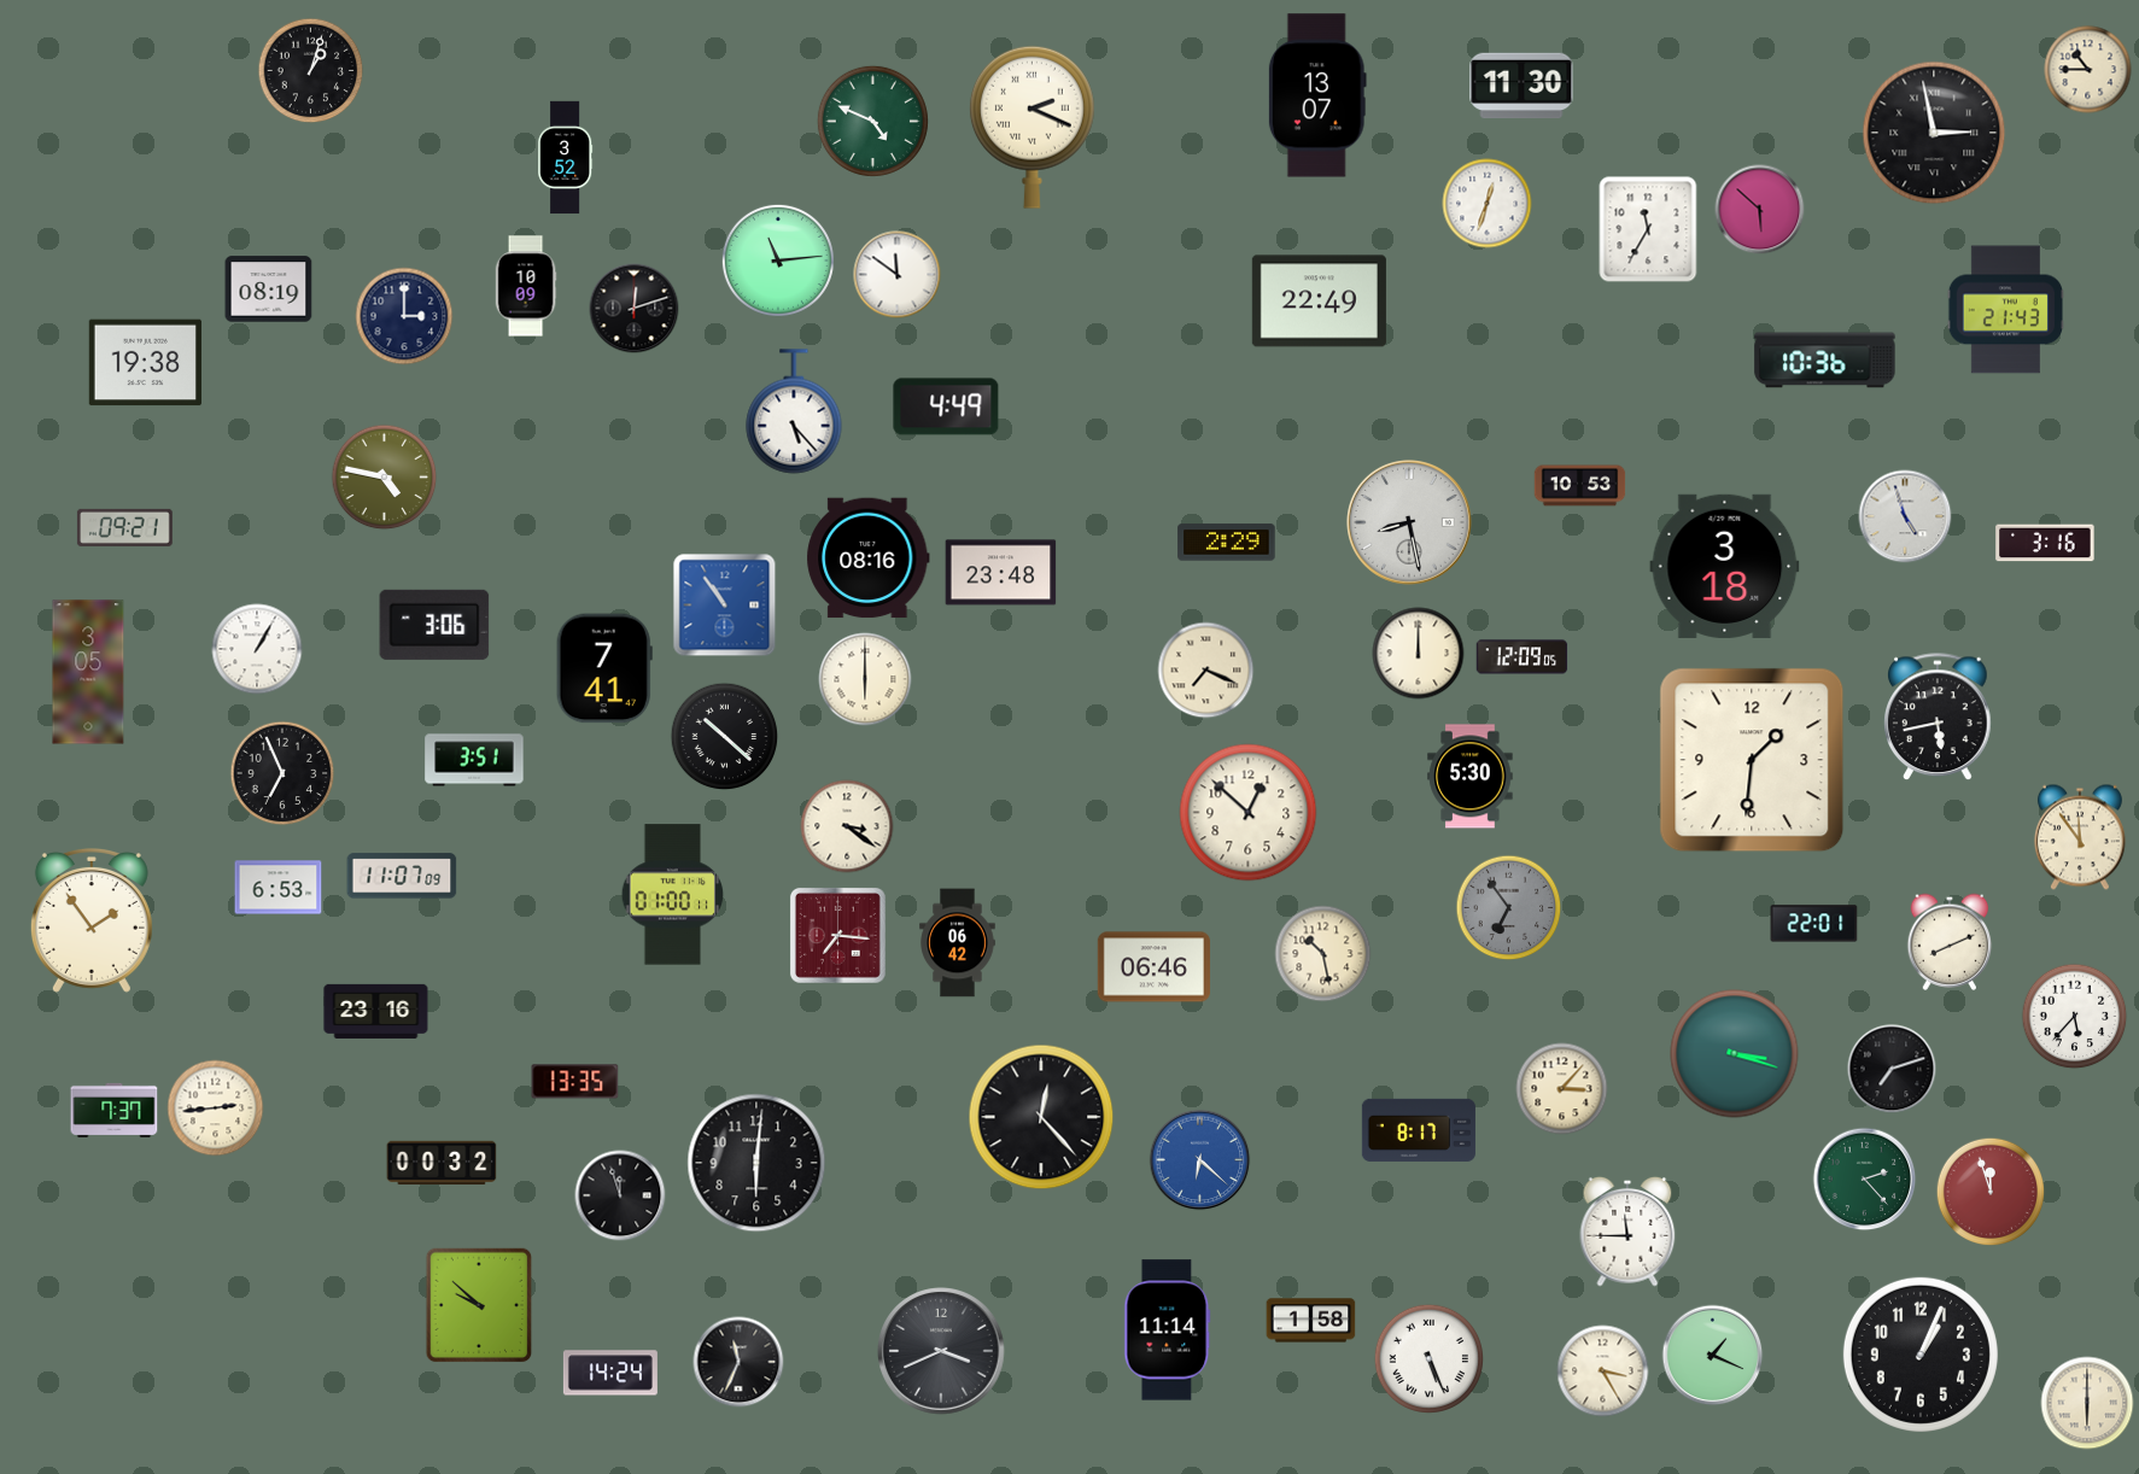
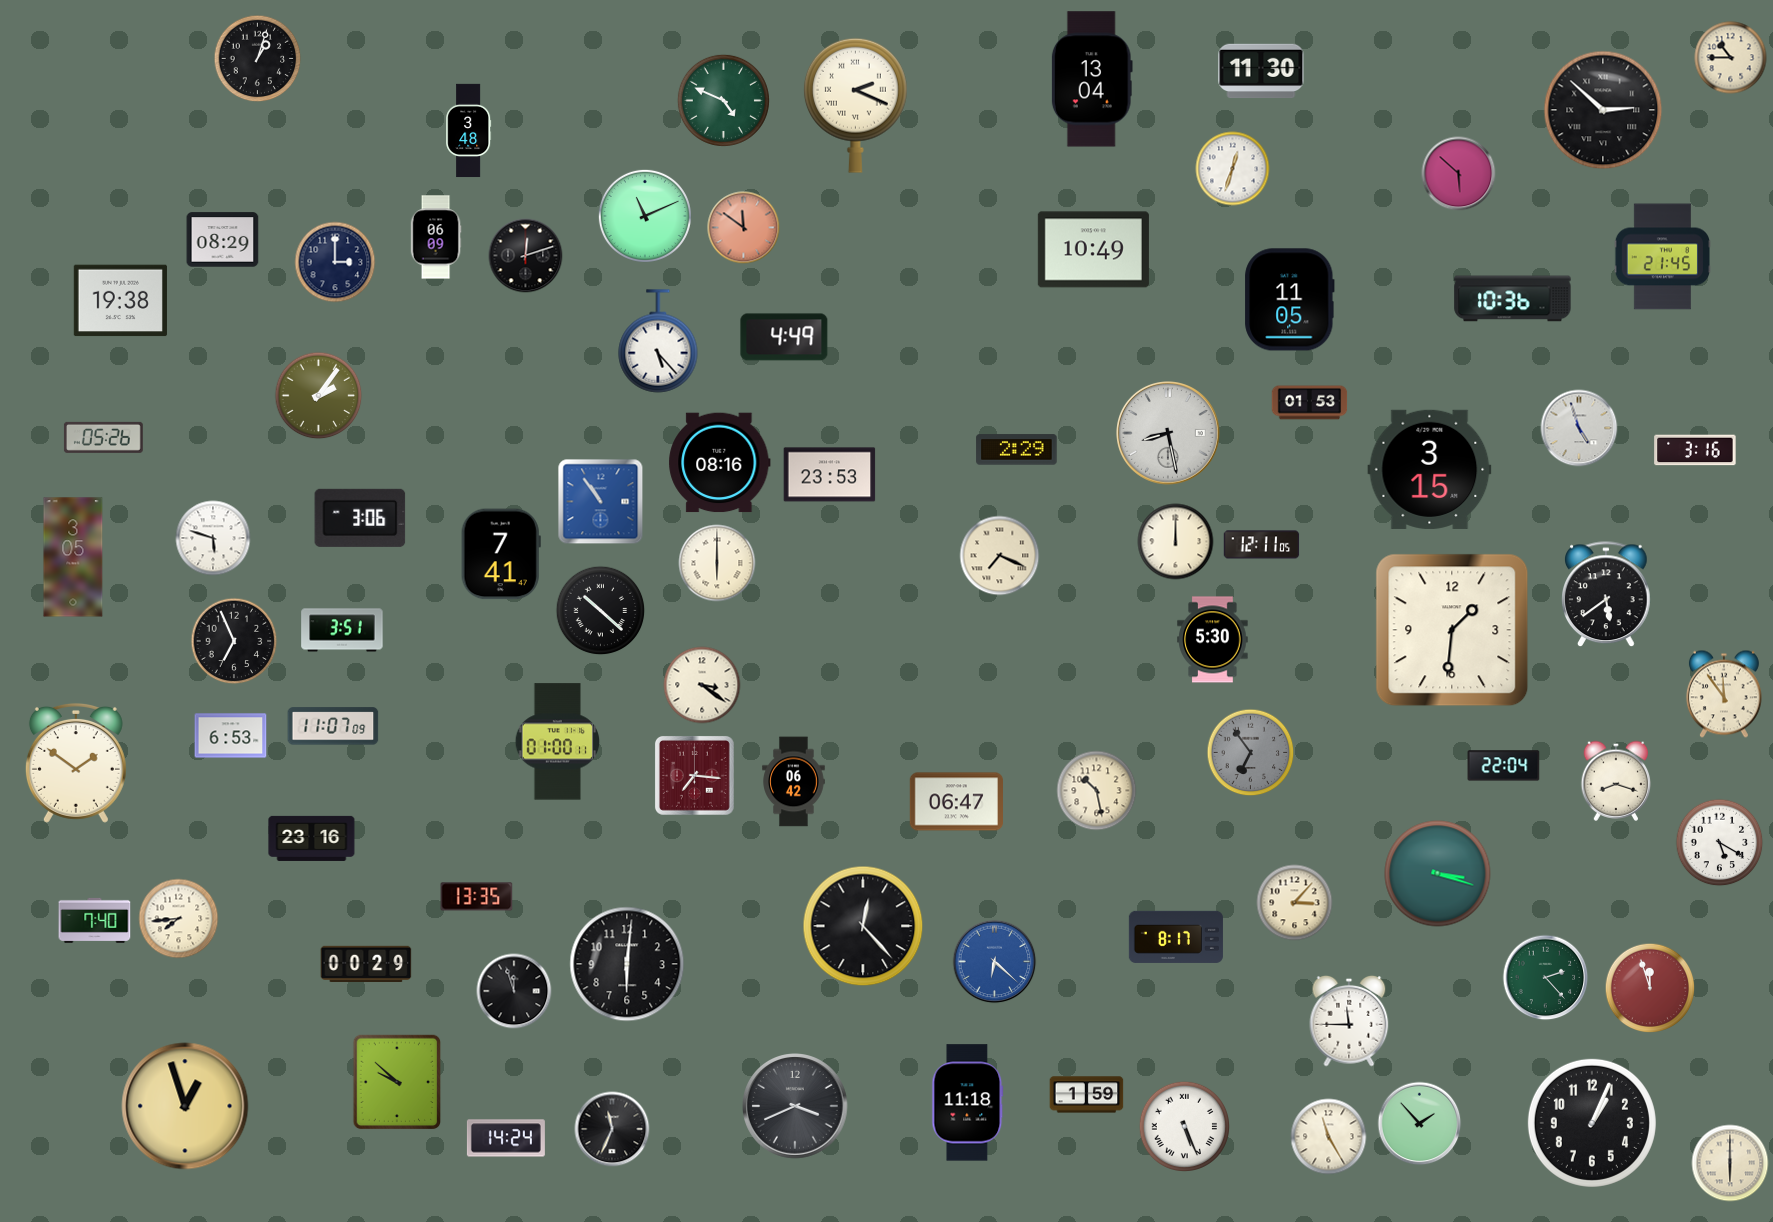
clock at (1317, 95): 13:07 -> 13:04
clock at (1934, 133): 2:58 -> 2:52
clock at (566, 158): 3:52 -> 3:48
clock at (1648, 229): 11:35 -> none
clock at (778, 261): 11:14 -> 11:11
clock at (898, 275) dial: white -> salmon
clock at (526, 286): 10:09 -> 06:09
clock at (269, 289): 08:19 -> 08:29
clock at (1319, 302): 22:49 -> 10:49
clock at (2005, 310): 21:43 -> 21:45
clock at (1290, 300): none -> 11:05
clock at (385, 478): 4:47 -> 2:06
clock at (1580, 486): 10:53 -> 01:53
clock at (124, 527): 09:21 -> 05:26
clock at (1725, 566): 3:18 -> 3:15
clock at (1001, 573): 23:48 -> 23:53
clock at (257, 649): 1:05 -> 5:48
clock at (1523, 657): 12:09 -> 12:11
clock at (1938, 718): 5:43 -> 5:39
clock at (474, 760) position: (474, 760) -> (342, 630)
clock at (1471, 777) position: (1471, 777) -> (1213, 640)
clock at (1249, 813): 12:52 -> none
clock at (92, 920): 1:54 -> 1:51
clock at (1814, 924): 22:01 -> 22:04
clock at (1950, 942): 8:11 -> 8:18
clock at (1153, 967): 06:46 -> 06:47
clock at (2075, 1017): 5:37 -> 5:20
clock at (1892, 1069): 7:12 -> none
clock at (216, 1109): 2:44 -> 7:44
clock at (115, 1110): 7:37 -> 7:40
clock at (442, 1162): 00:32 -> 00:29
clock at (1311, 1321): 1:58 -> 1:59
clock at (1168, 1330): 11:14 -> 11:18
clock at (185, 1106): none -> 12:57
clock at (941, 1352) position: (941, 1352) -> (795, 1107)
clock at (1713, 1356): 1:19 -> 1:53
clock at (1603, 1371): 3:25 -> 11:25
